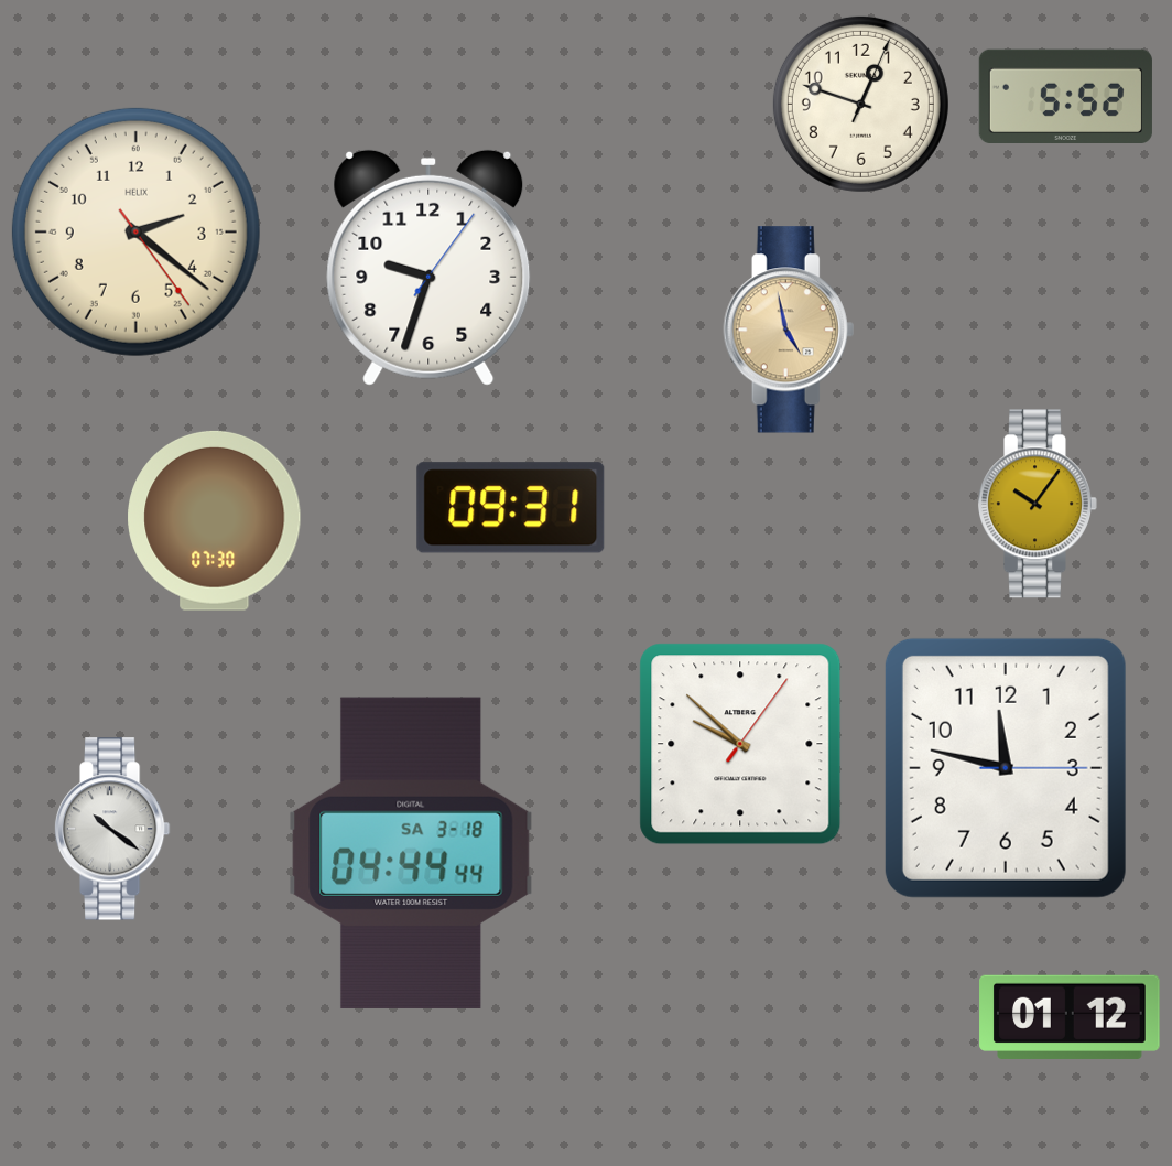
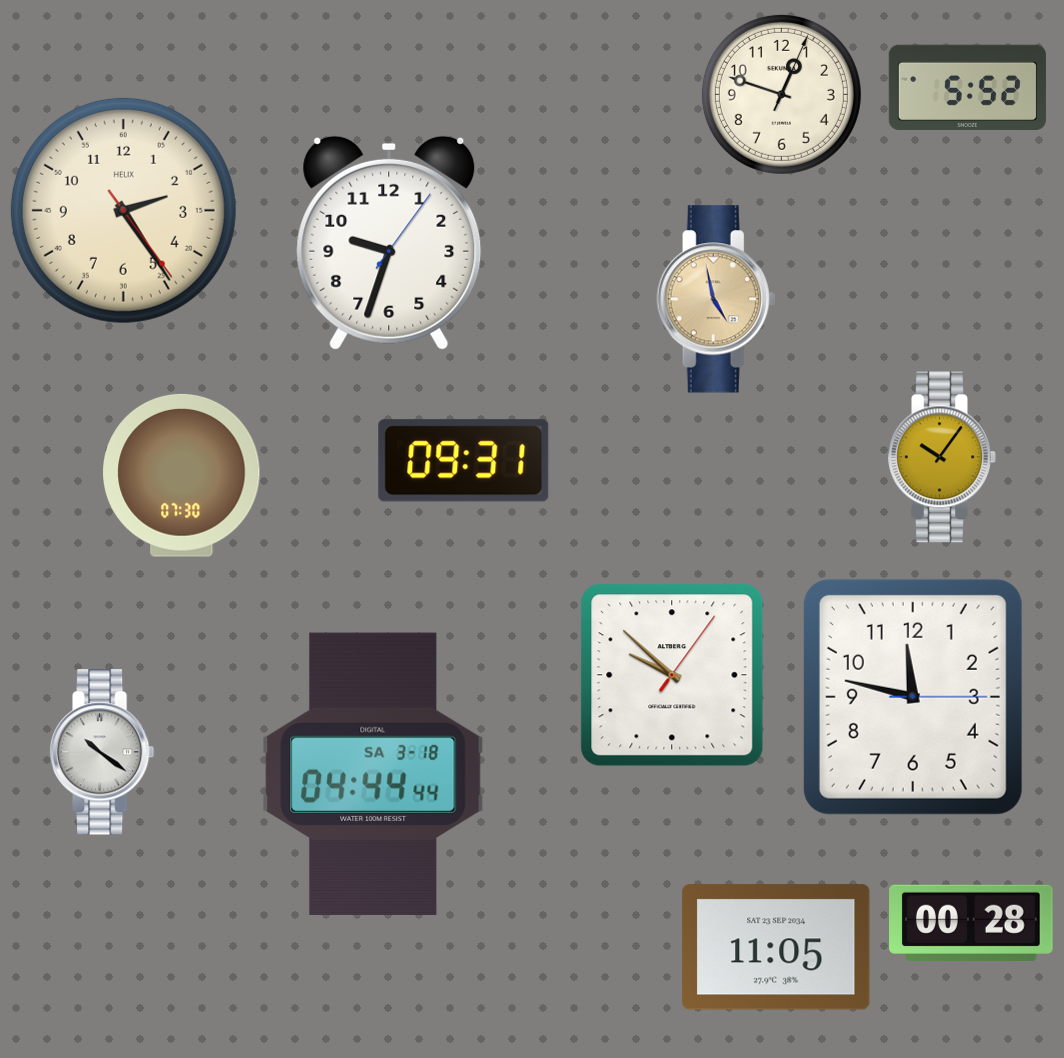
clock at (135, 231): 2:21 -> 2:24
clock at (215, 520) position: (215, 520) -> (182, 475)
clock at (1070, 1016): 01:12 -> 00:28
clock at (776, 947): none -> 11:05
